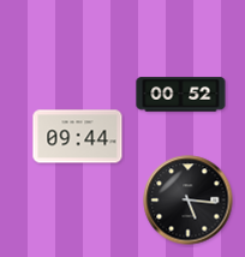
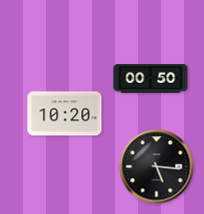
clock at (181, 95): 00:52 -> 00:50
clock at (78, 137): 09:44 -> 10:20
